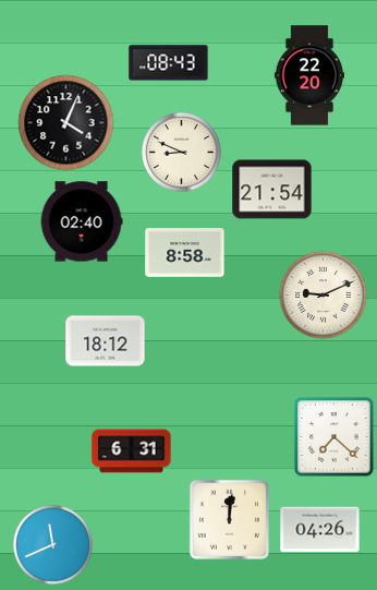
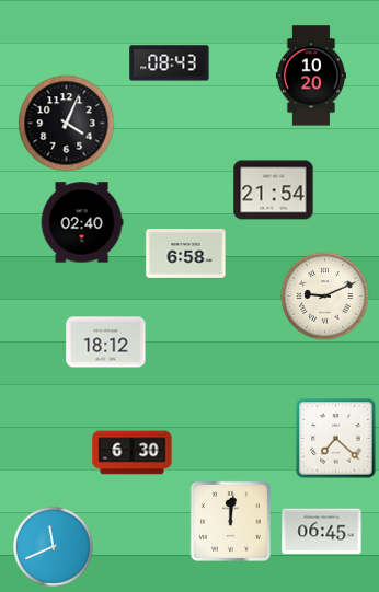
clock at (309, 75): 22:20 -> 10:20
clock at (181, 152): 8:49 -> none
clock at (185, 253): 8:58 -> 6:58
clock at (132, 451): 6:31 -> 6:30
clock at (320, 530): 04:26 -> 06:45
